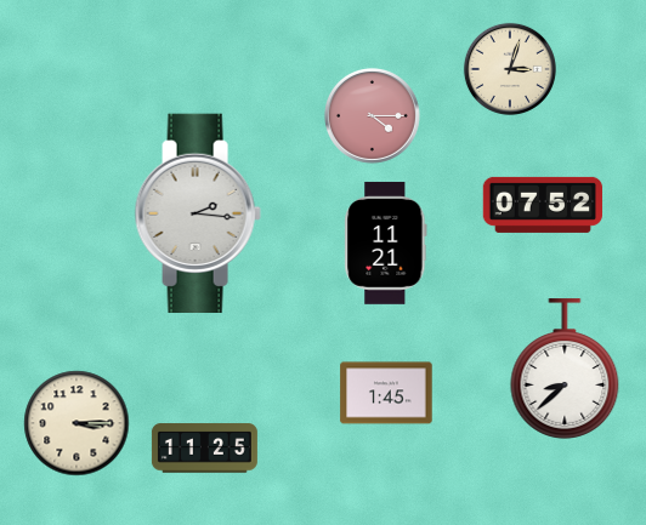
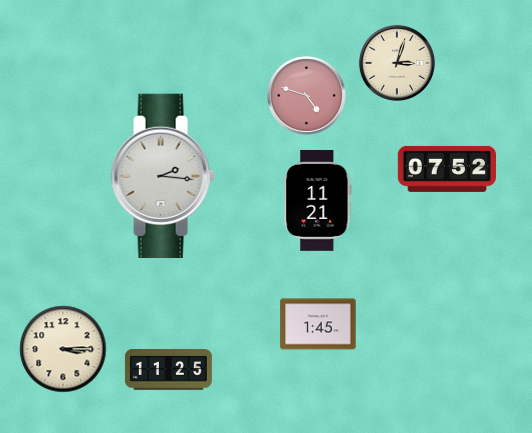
clock at (510, 69) position: (510, 69) -> (397, 63)
clock at (372, 115): 4:15 -> 4:48
clock at (565, 369): 8:38 -> none
